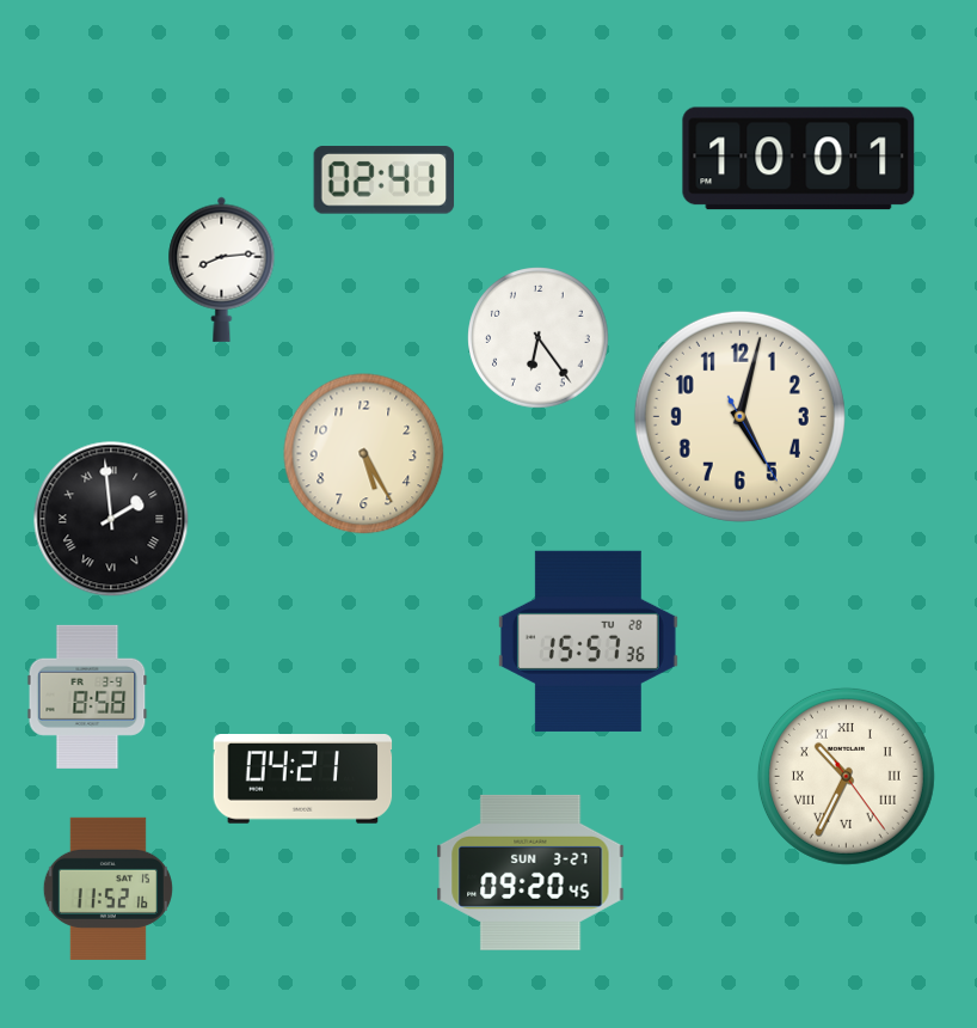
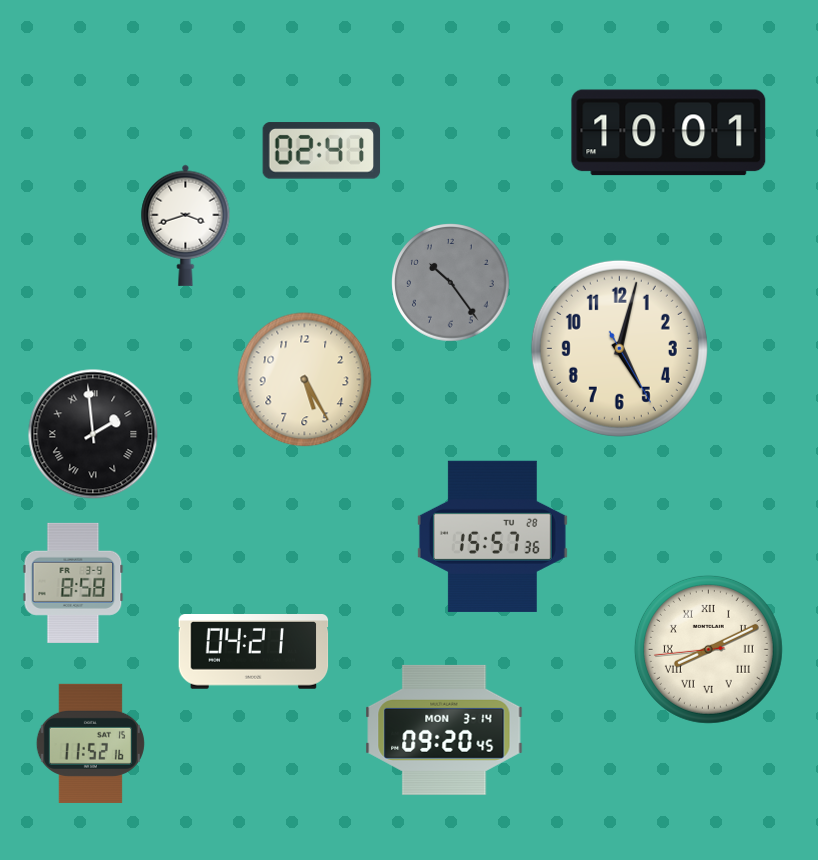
clock at (222, 269): 8:14 -> 3:42
clock at (539, 338): 6:24 -> 10:24
clock at (539, 338) dial: white -> grey
clock at (846, 776): 10:34 -> 8:10
clock at (530, 873) date: SUN 3-27 -> MON 3-14
